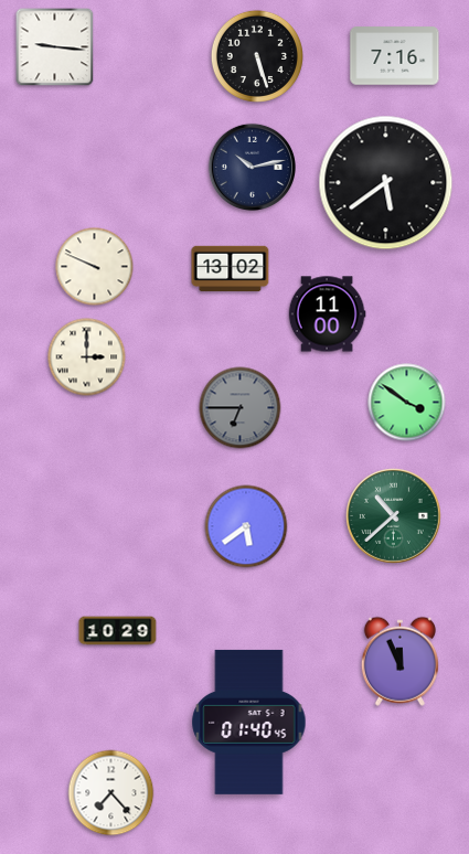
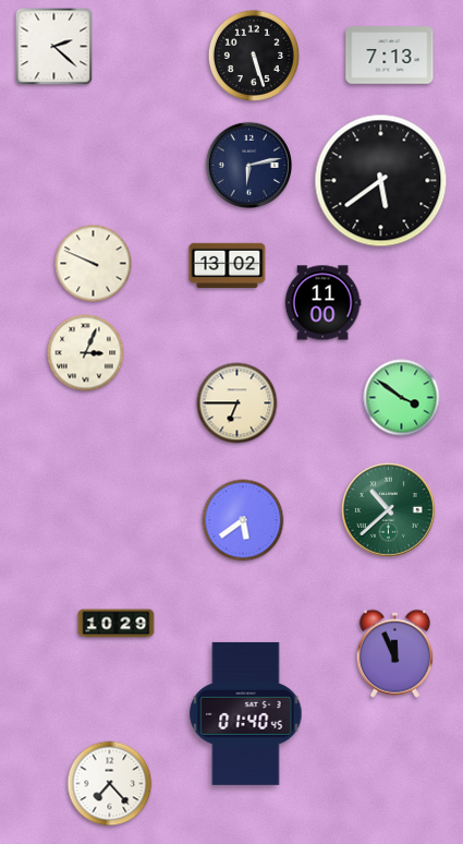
clock at (55, 47): 9:16 -> 2:22
clock at (395, 56): 7:16 -> 7:13
clock at (252, 167): 10:13 -> 6:13
clock at (327, 314) position: (327, 314) -> (322, 303)
clock at (87, 357): 3:00 -> 3:04
clock at (241, 408) dial: grey -> cream
